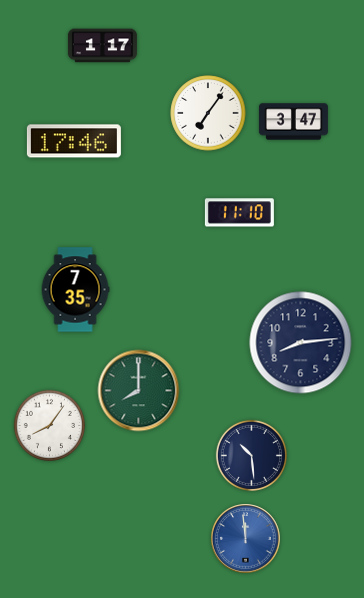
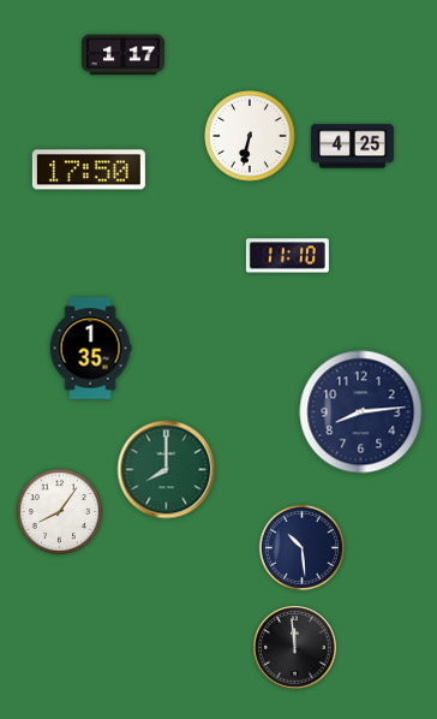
clock at (208, 113): 7:06 -> 6:32
clock at (293, 122): 3:47 -> 4:25
clock at (74, 141): 17:46 -> 17:50
clock at (75, 290): 7:35 -> 1:35
clock at (246, 539) dial: blue -> black
